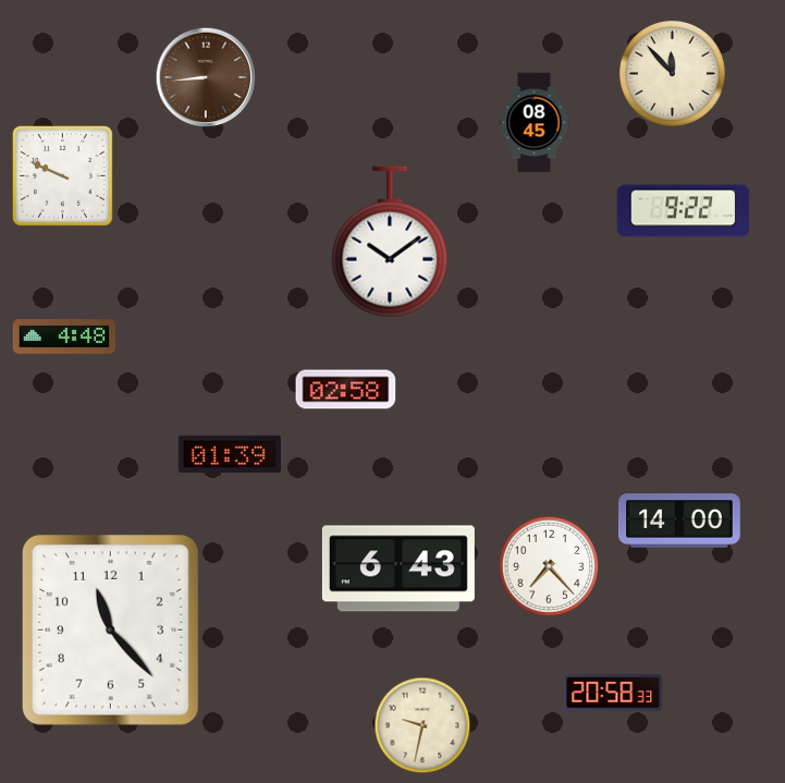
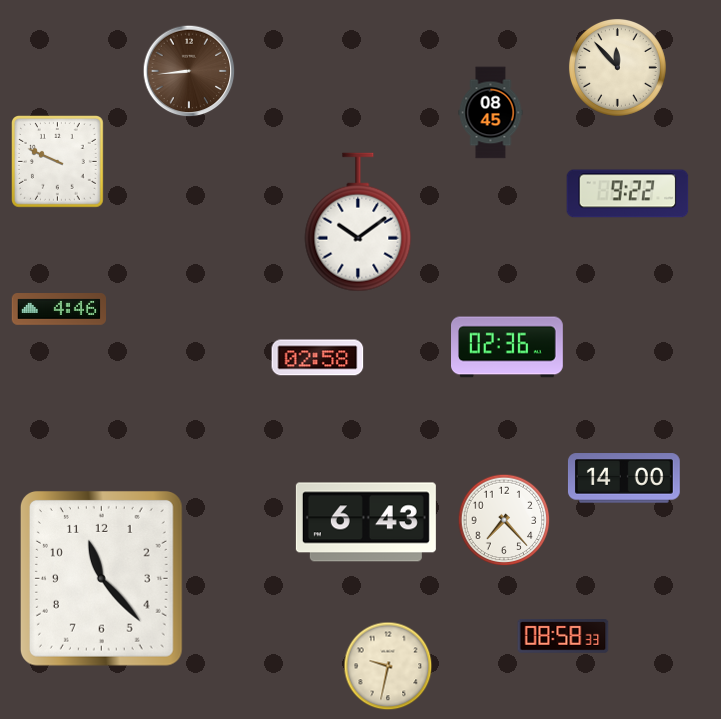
clock at (63, 338): 4:48 -> 4:46
clock at (508, 347): none -> 02:36
clock at (230, 454): 01:39 -> none
clock at (613, 694): 20:58 -> 08:58
